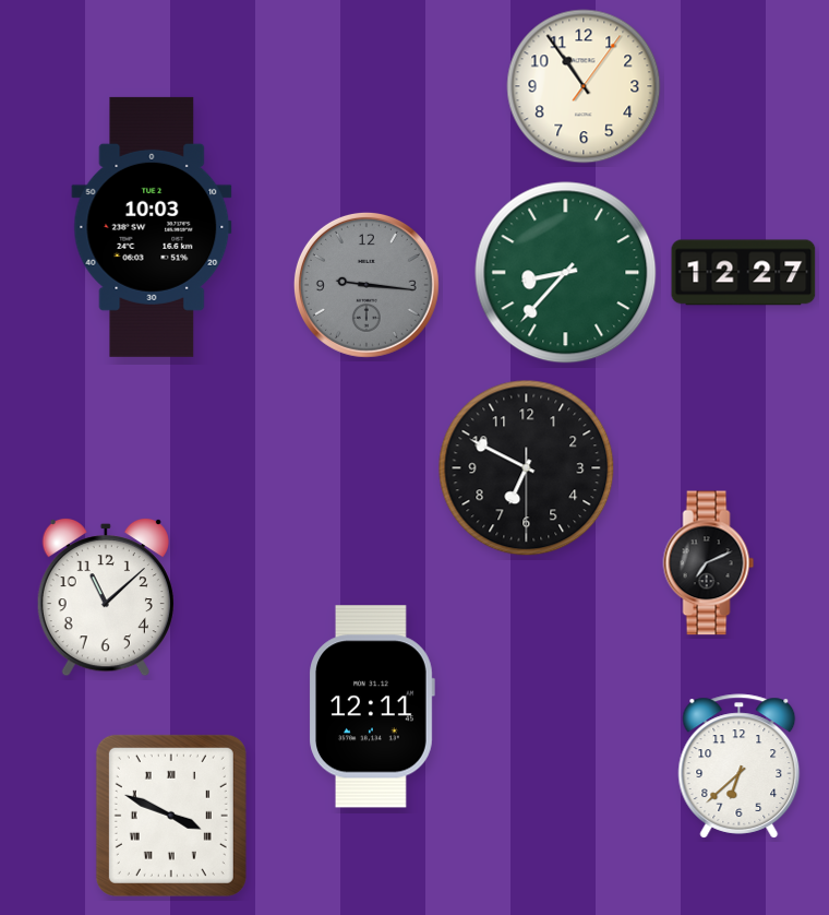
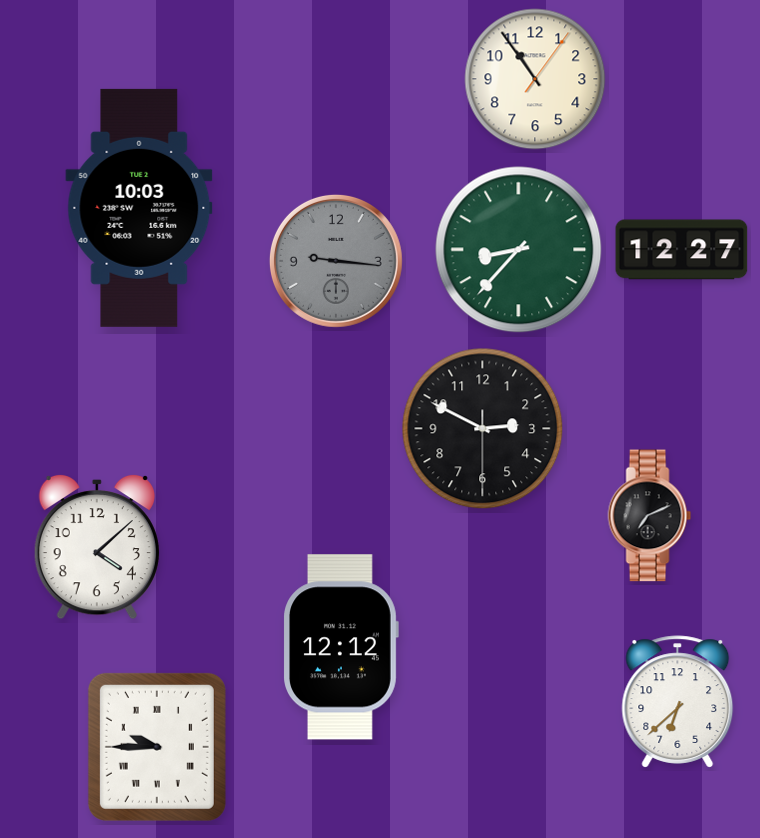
clock at (527, 468): 6:49 -> 2:49
clock at (106, 597): 11:08 -> 4:08
clock at (372, 706): 12:11 -> 12:12
clock at (171, 816): 3:49 -> 9:45
